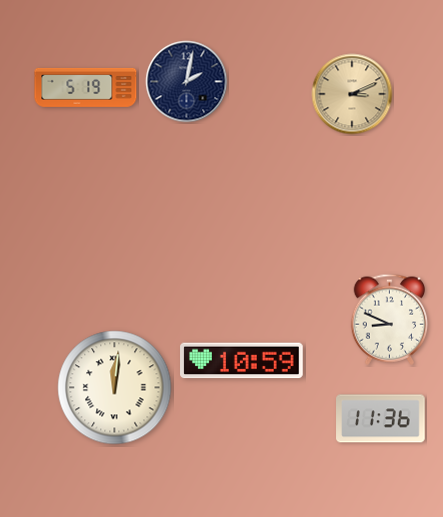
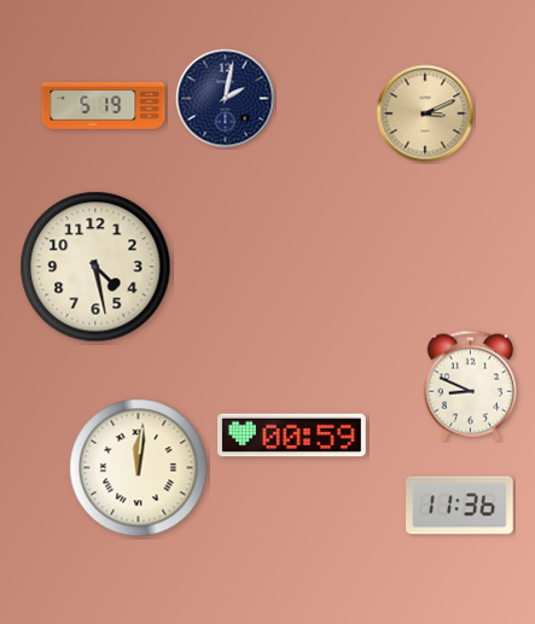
clock at (95, 267): none -> 4:28
clock at (242, 361): 10:59 -> 00:59
